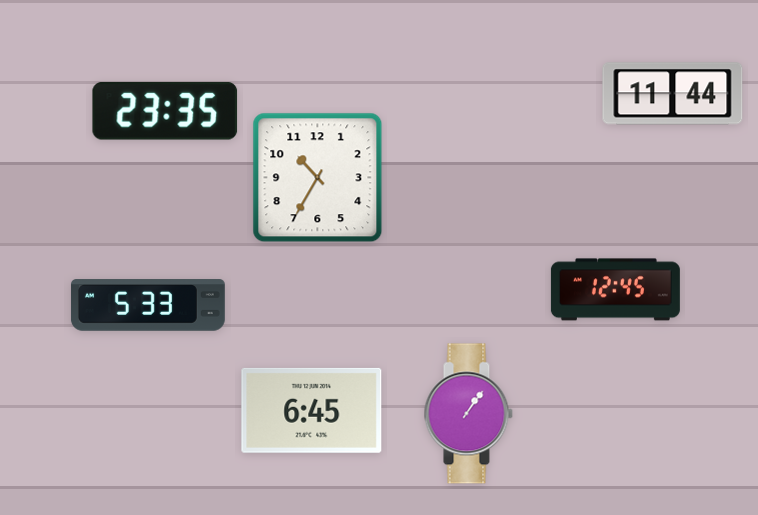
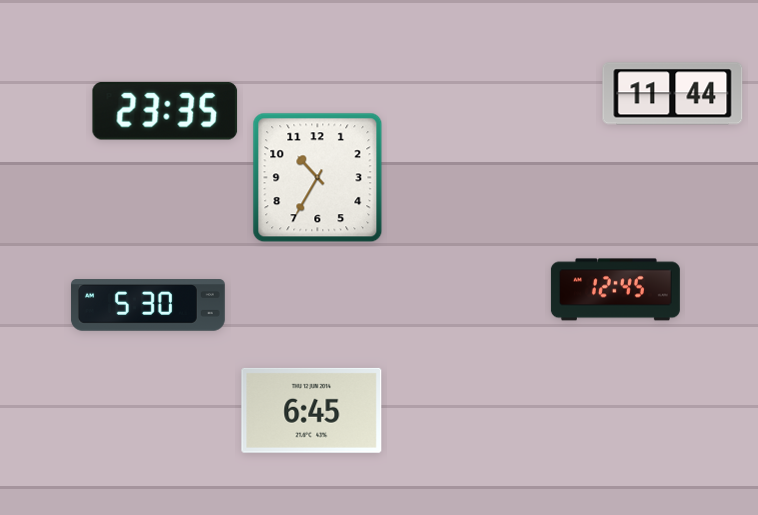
clock at (148, 305): 5:33 -> 5:30
clock at (468, 414): 1:06 -> none
